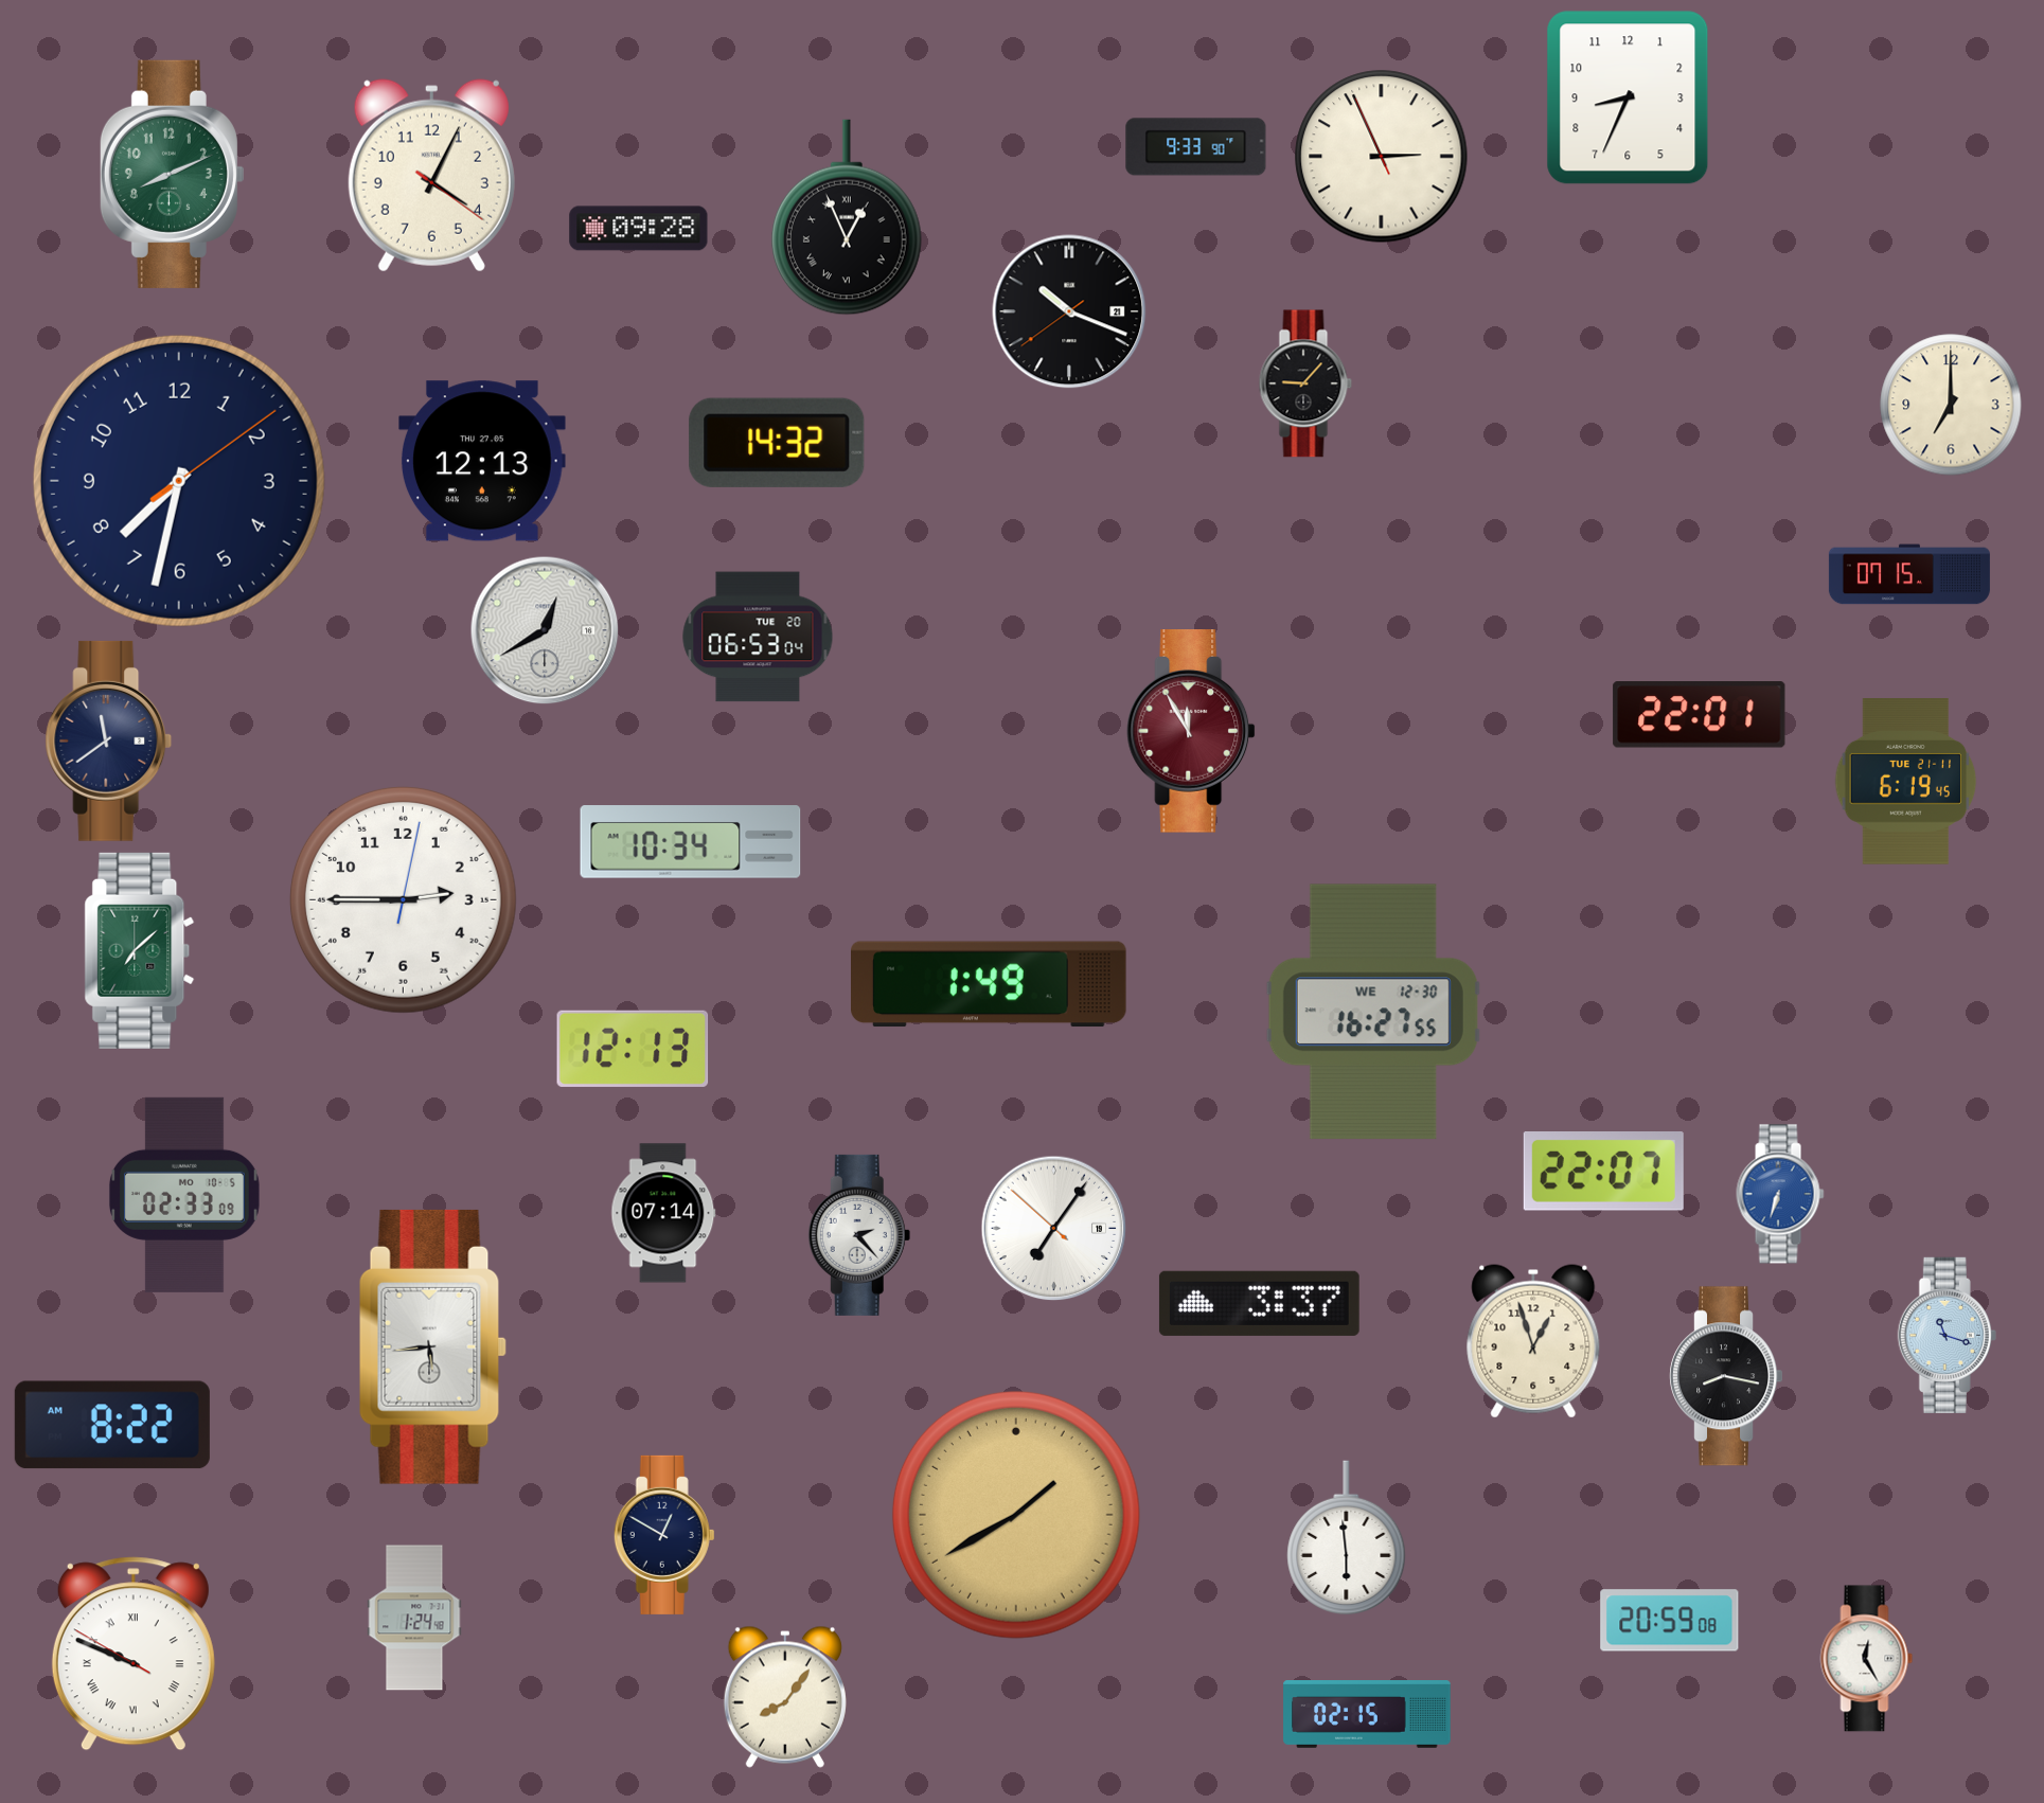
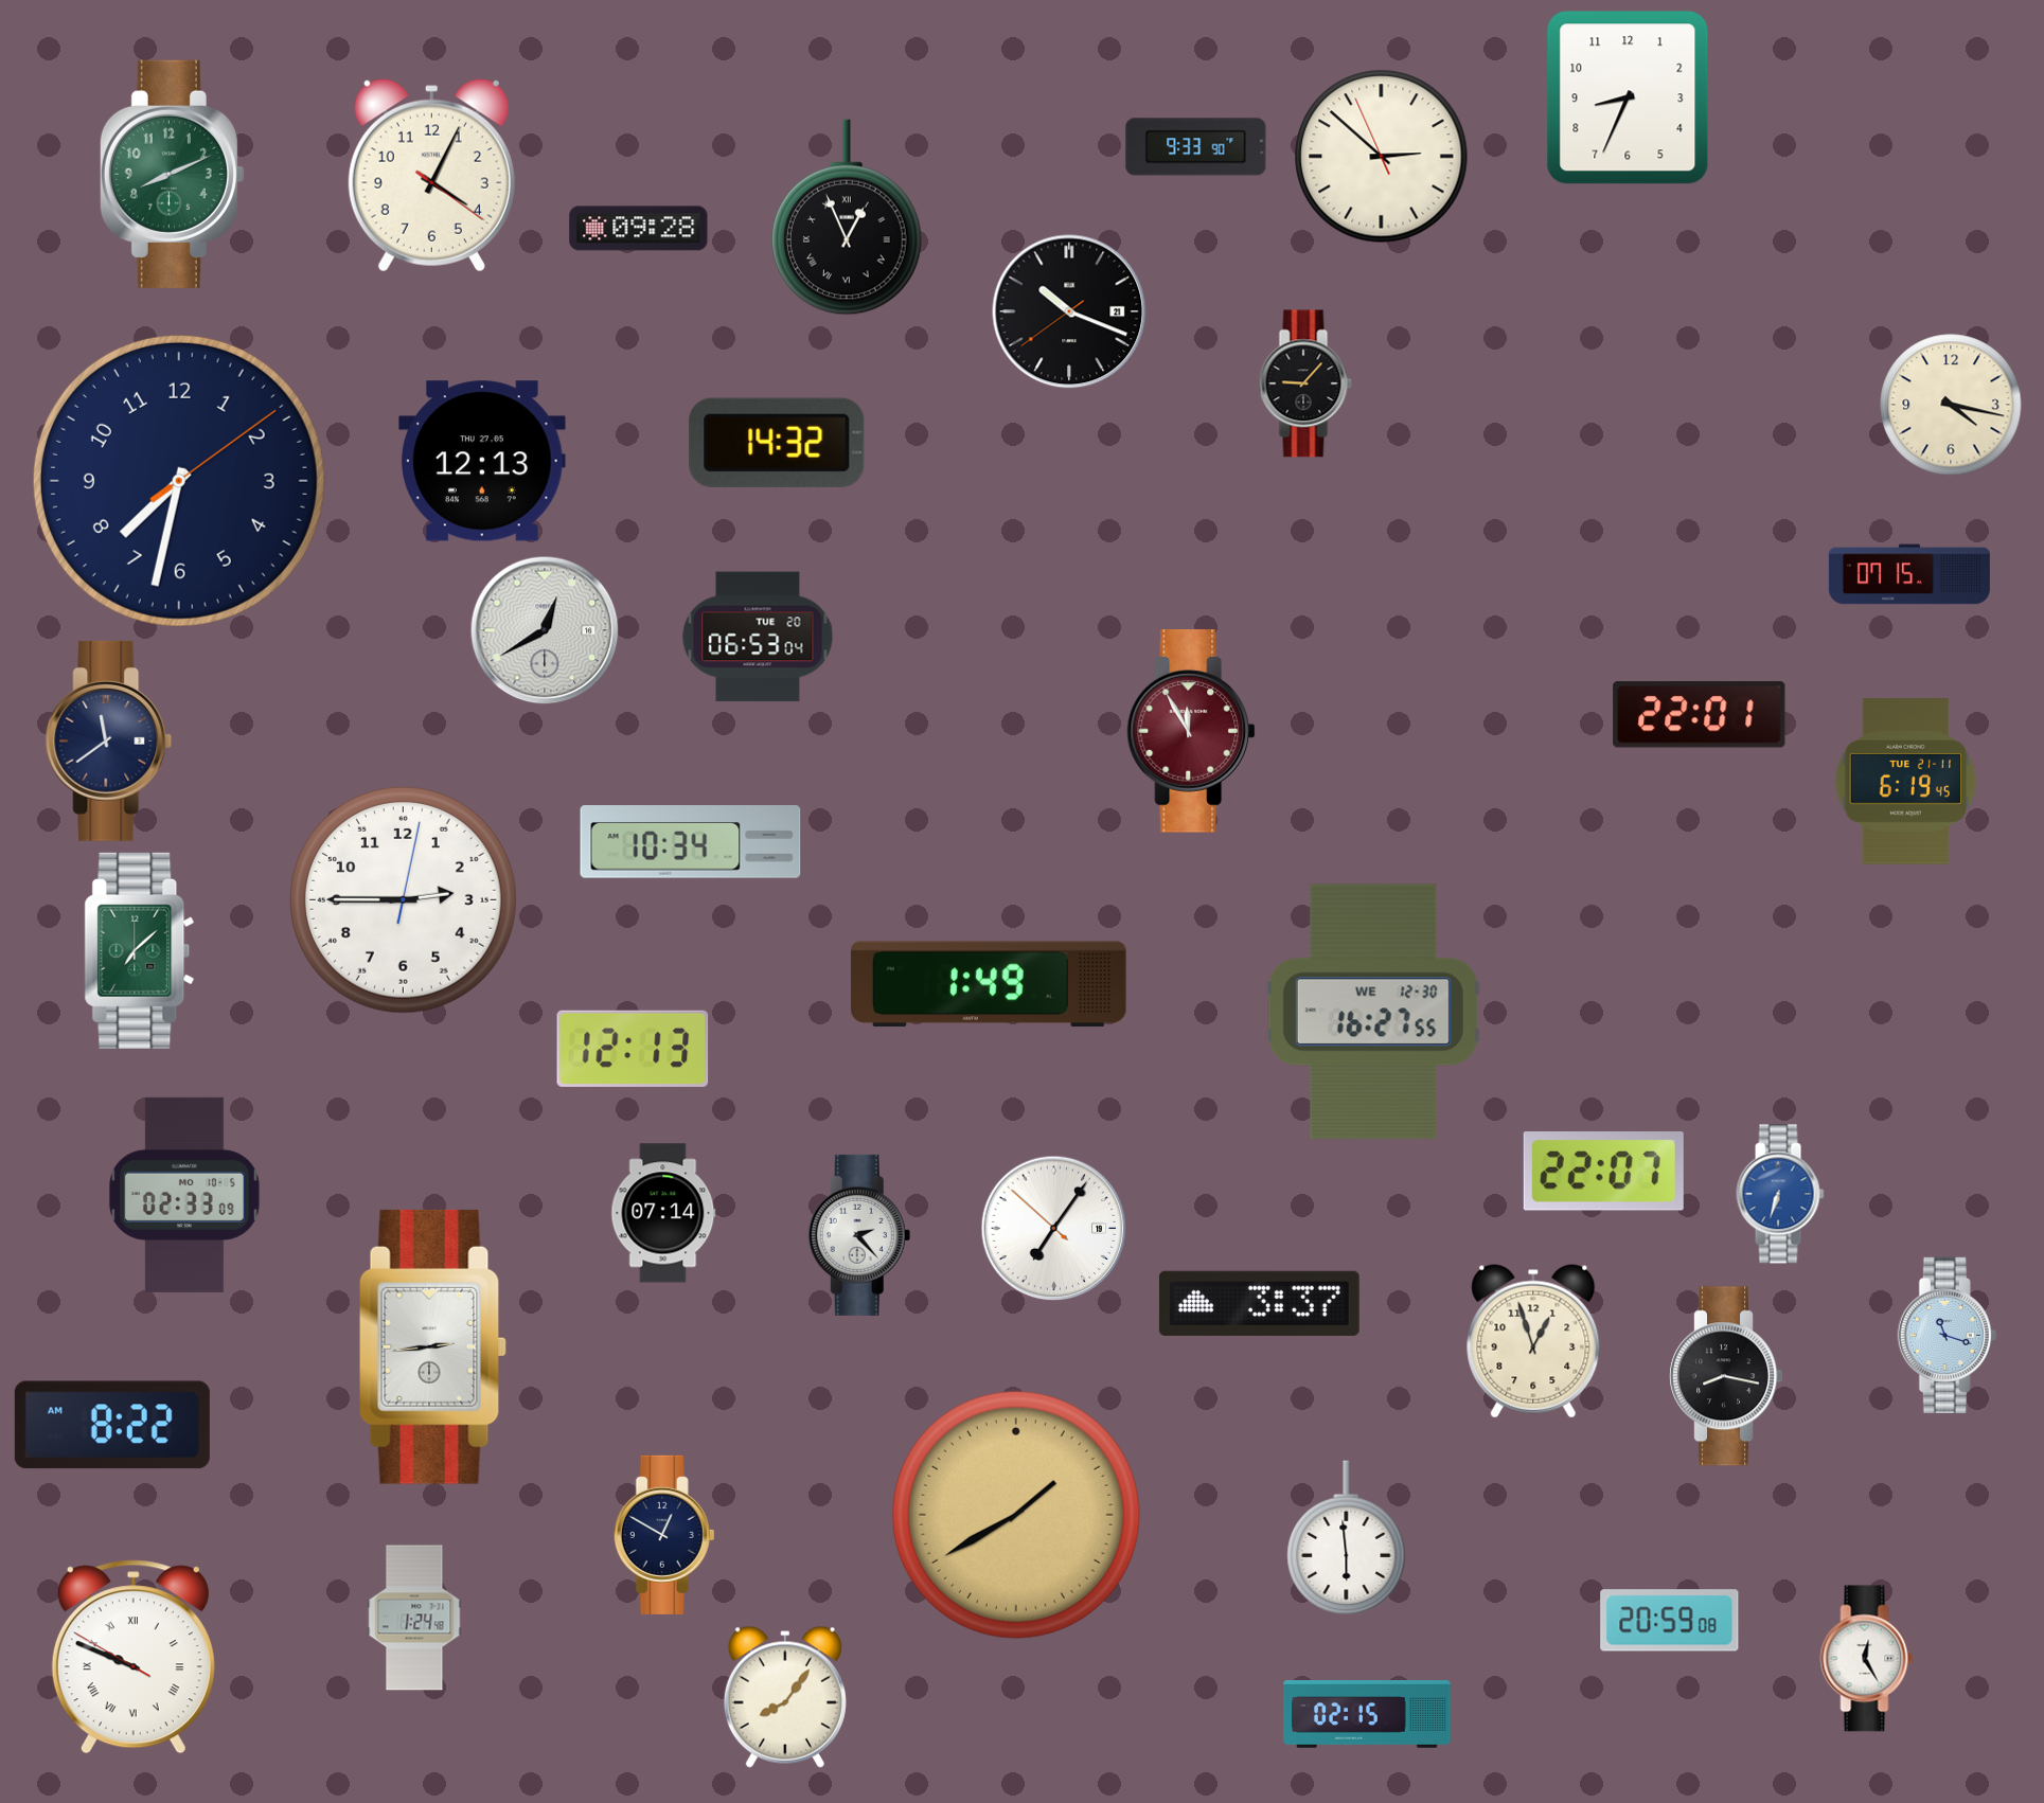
clock at (1382, 157): 2:55 -> 2:51
clock at (1951, 405): 7:00 -> 4:17
clock at (432, 1346): 5:44 -> 2:44
clock at (134, 1654) position: (134, 1654) -> (134, 1657)
